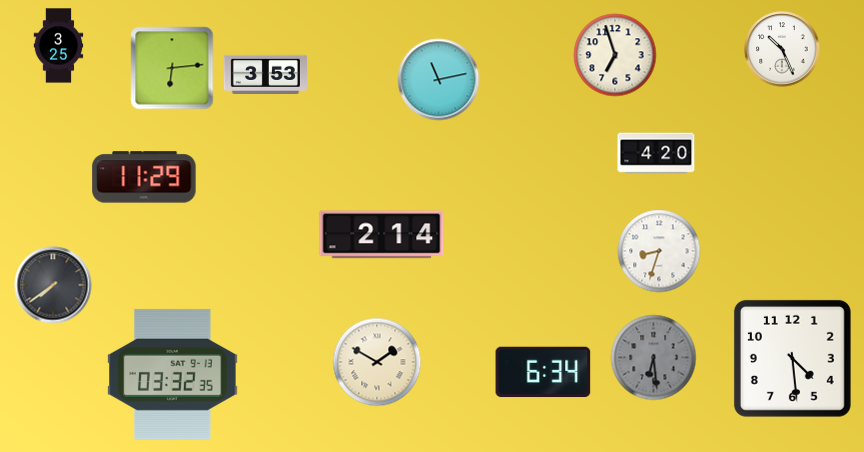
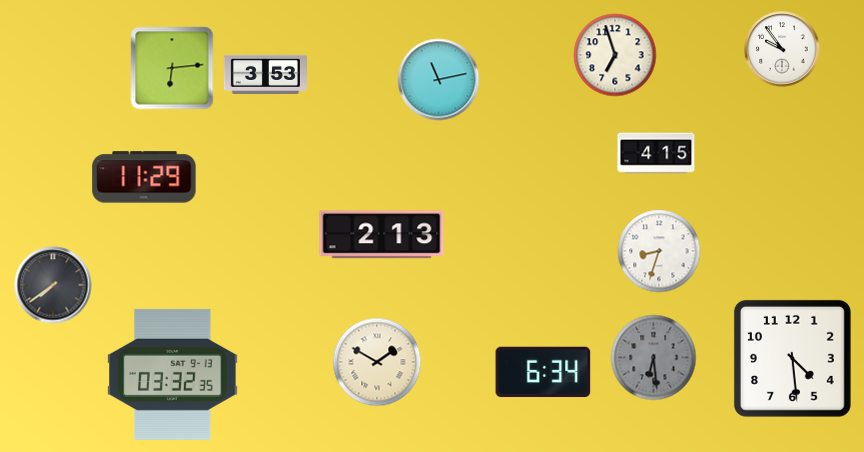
clock at (59, 46): 3:25 -> none
clock at (782, 49): 10:26 -> 9:54
clock at (656, 153): 4:20 -> 4:15
clock at (382, 235): 2:14 -> 2:13
